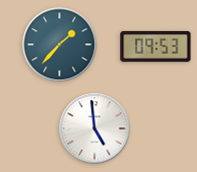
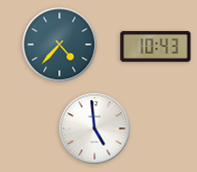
clock at (60, 45): 1:37 -> 4:37
clock at (156, 47): 09:53 -> 10:43
